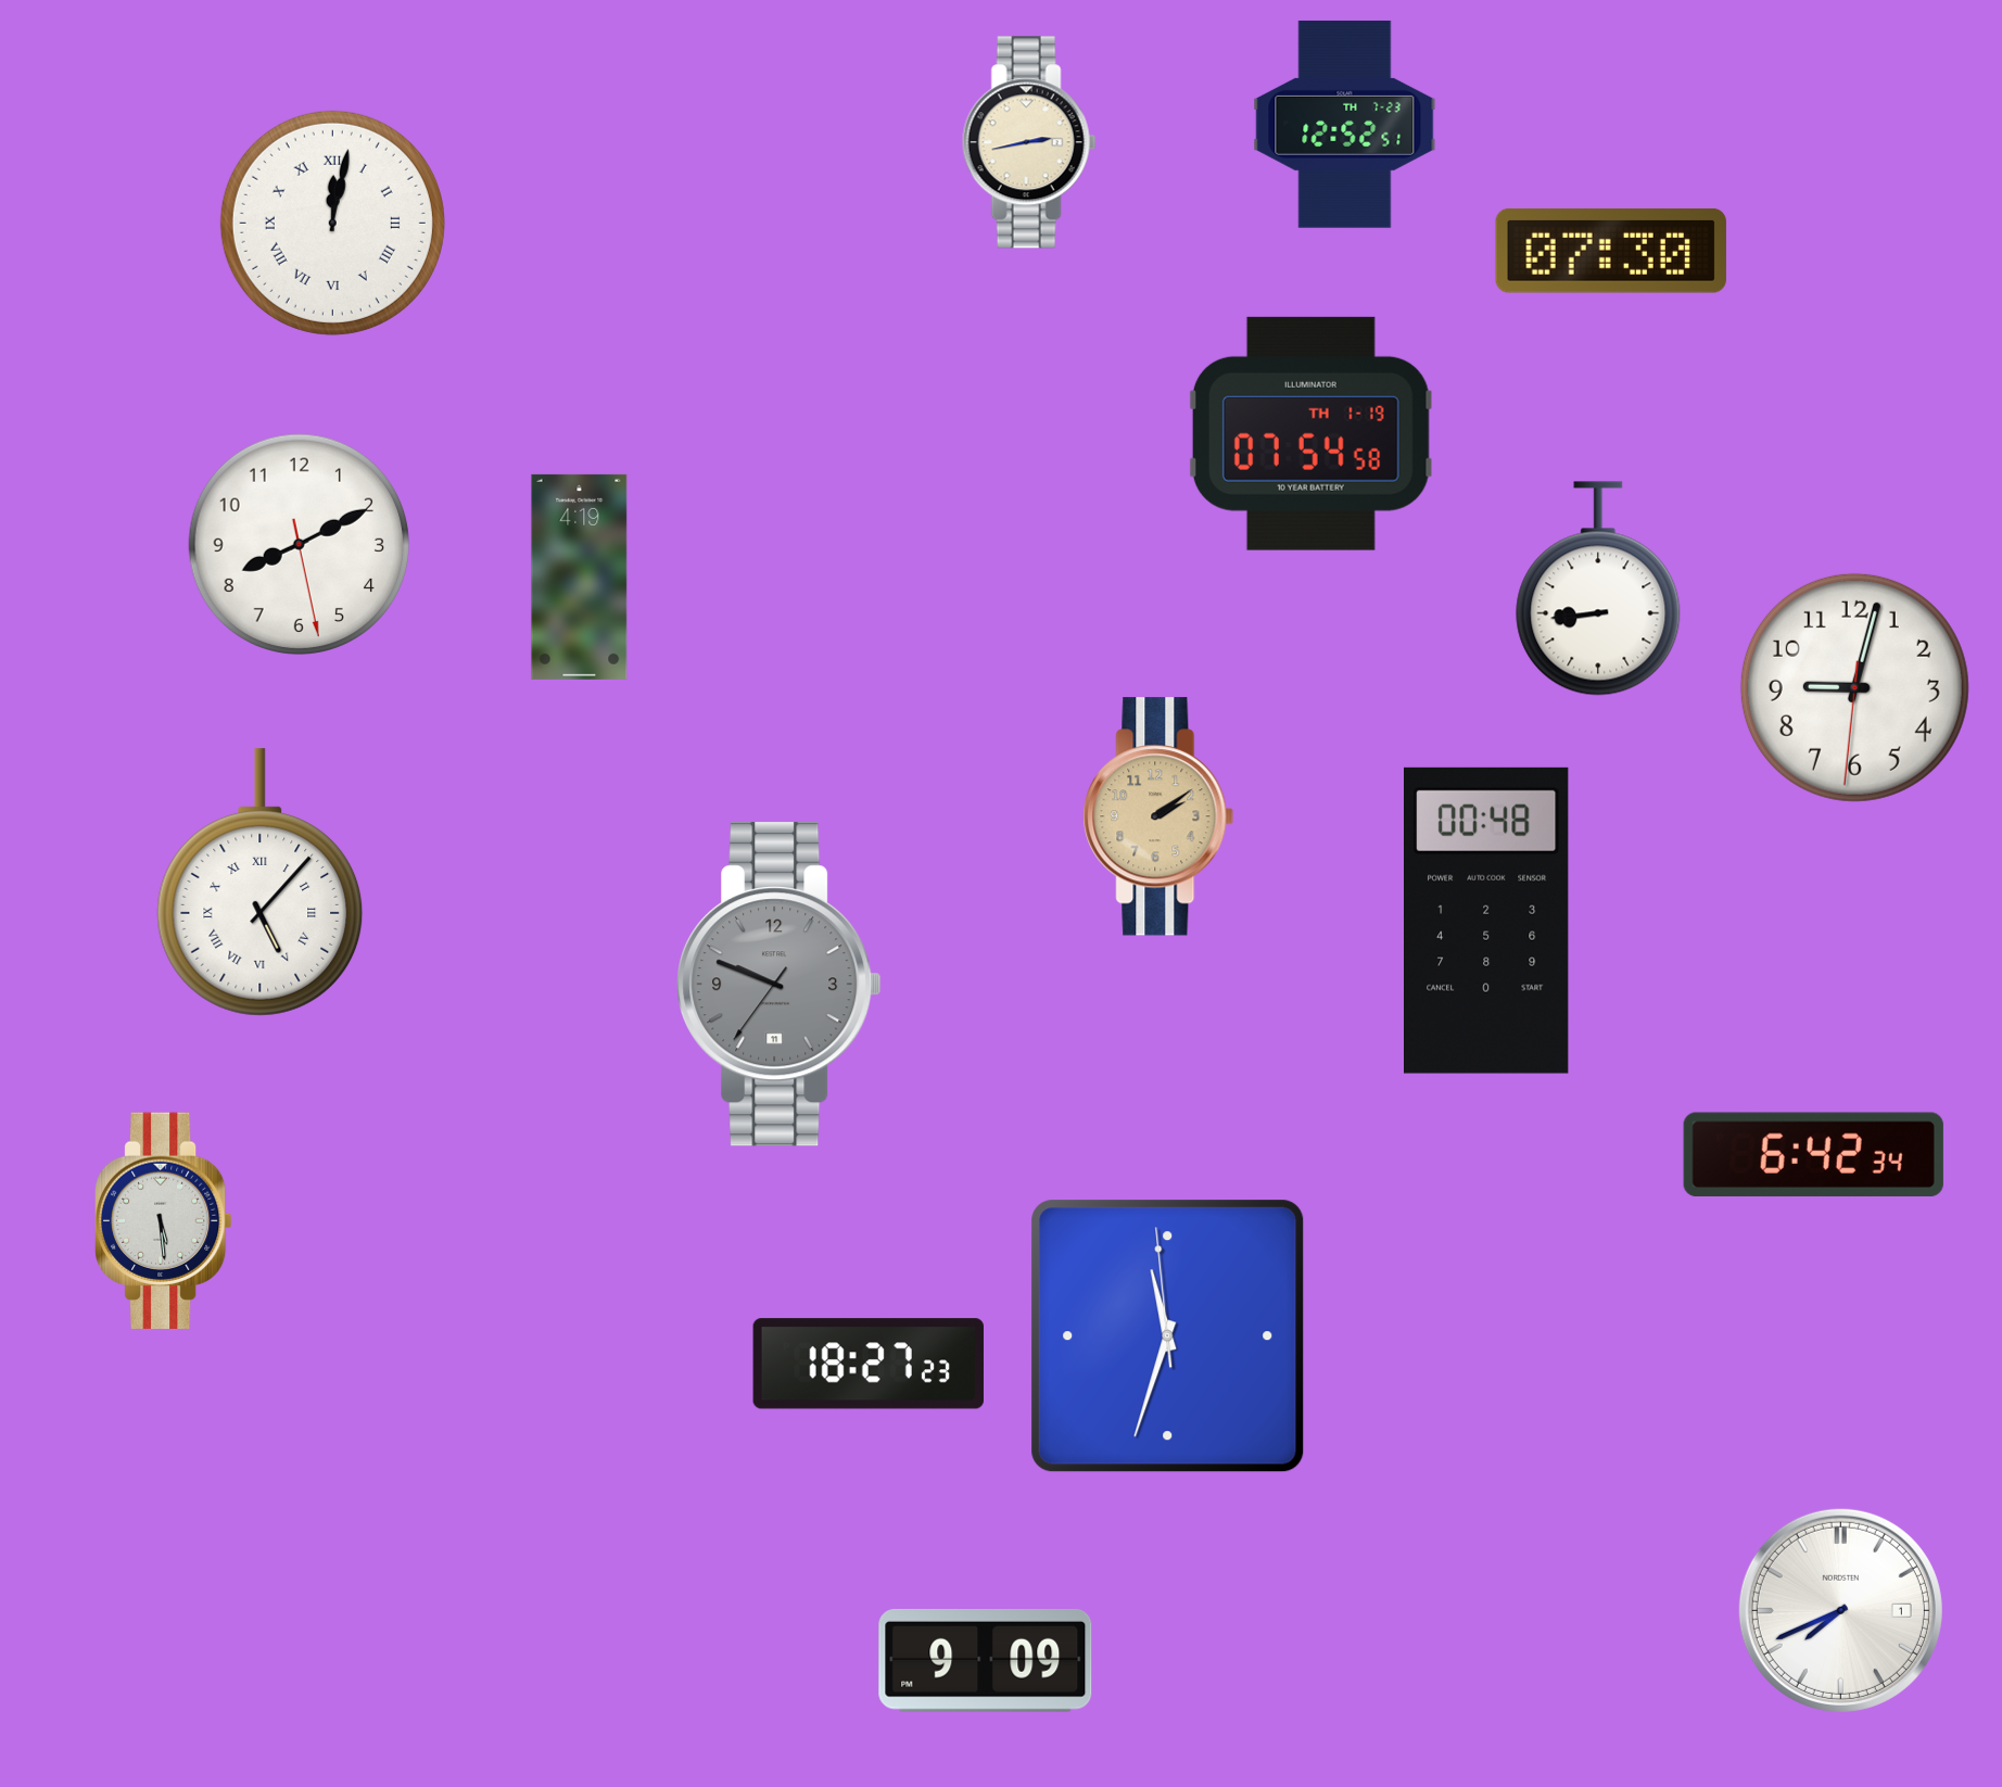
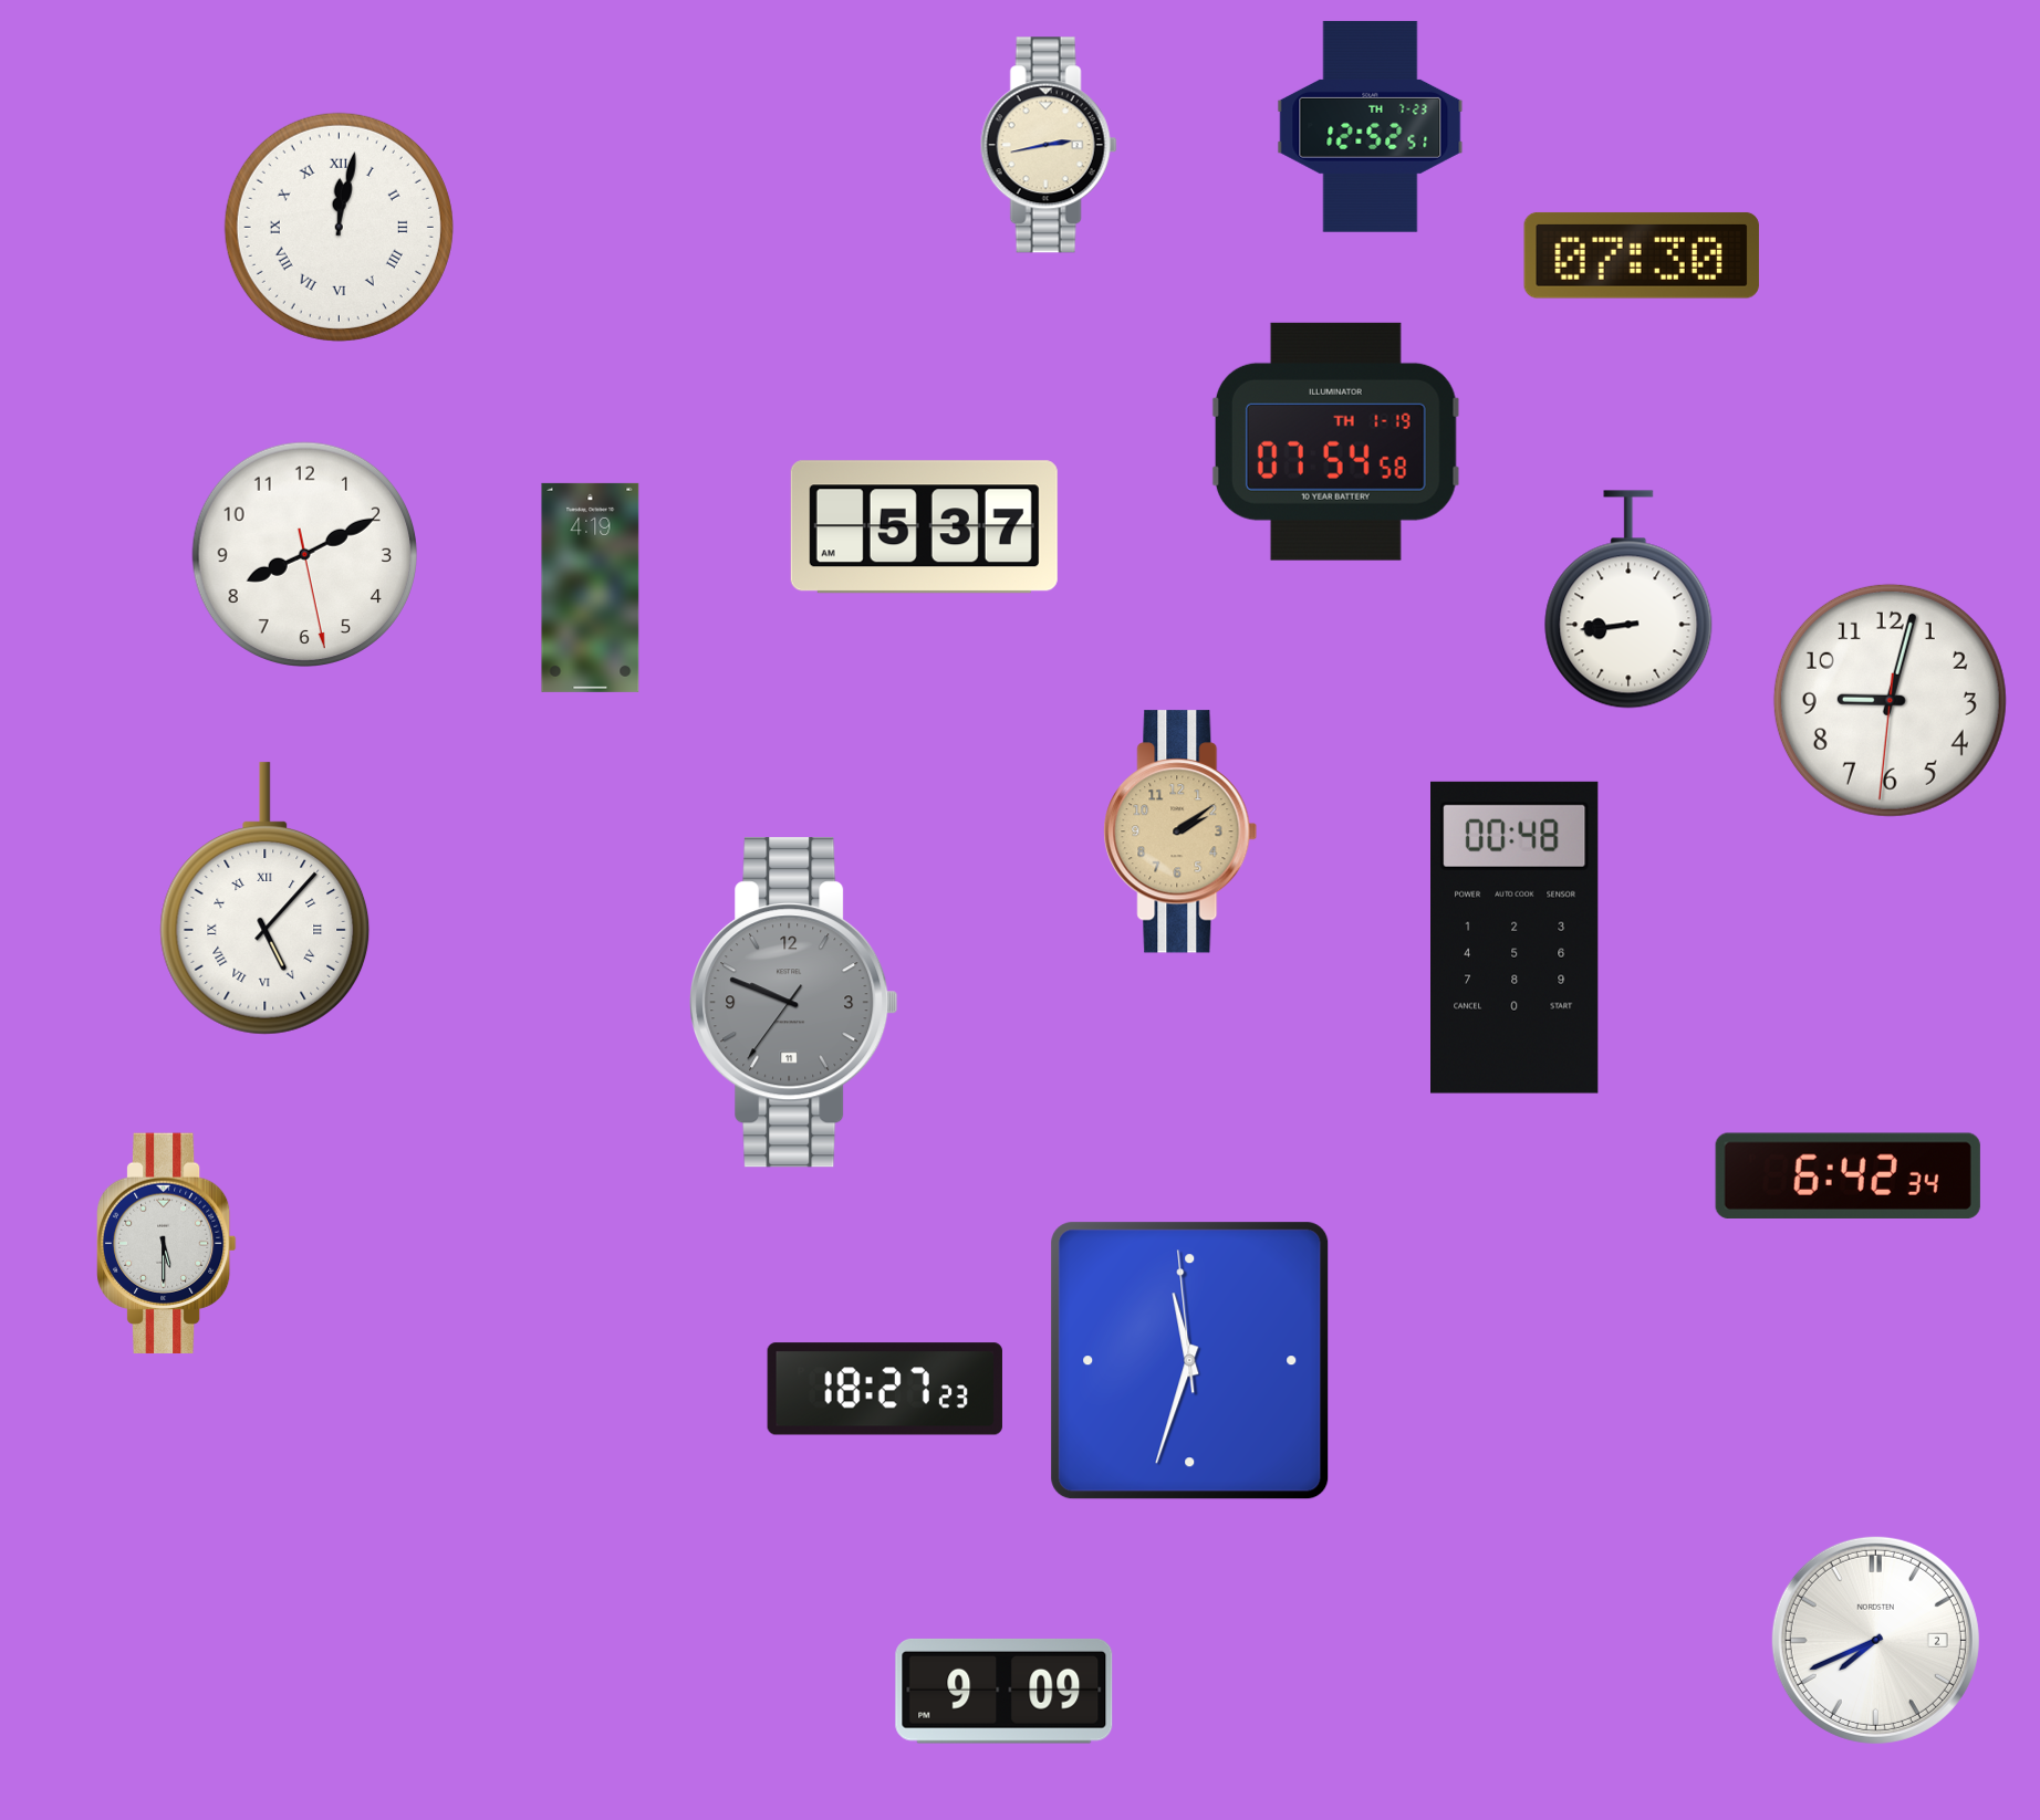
clock at (924, 527): none -> 5:37
clock at (163, 1220): 5:29 -> 5:30
clock at (1840, 1610) date: 1 -> 2
